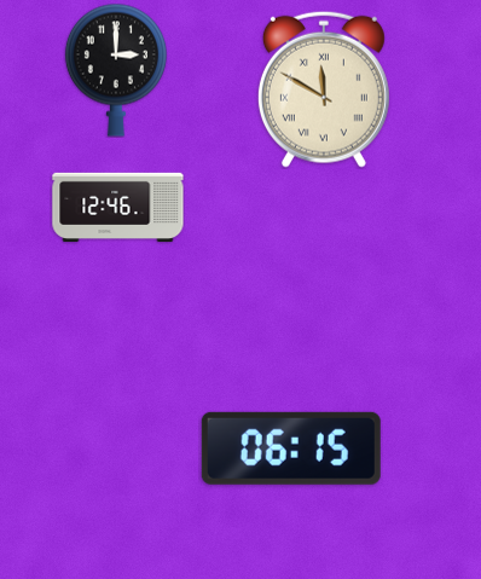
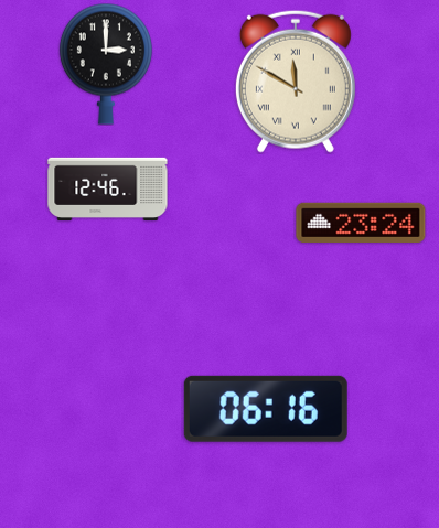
clock at (361, 223): none -> 23:24
clock at (291, 448): 06:15 -> 06:16
